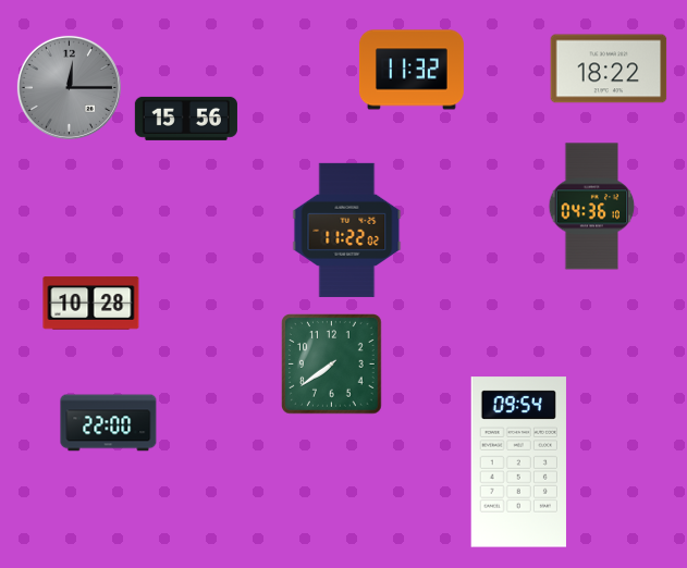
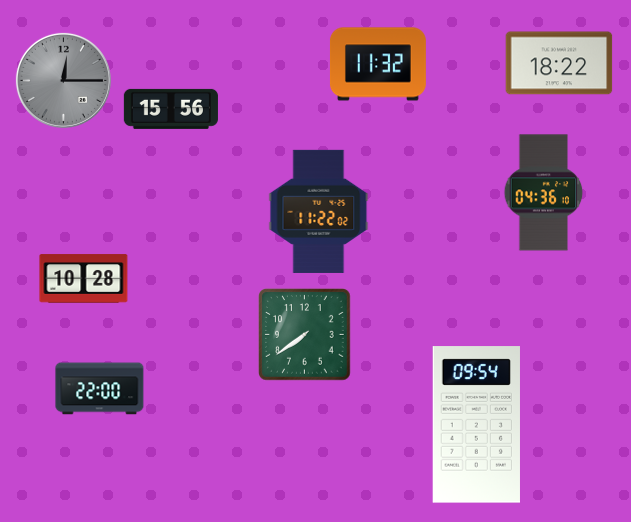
clock at (592, 207) position: (592, 207) -> (544, 193)
